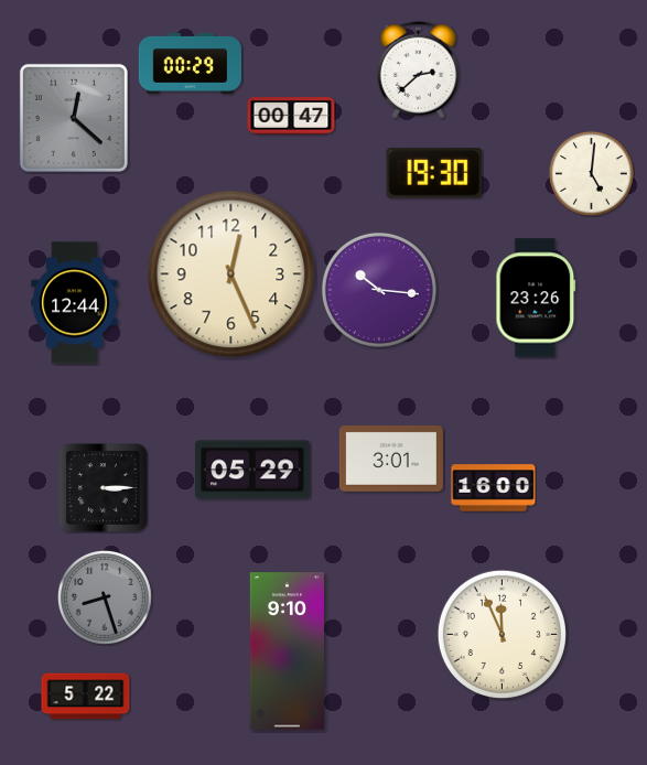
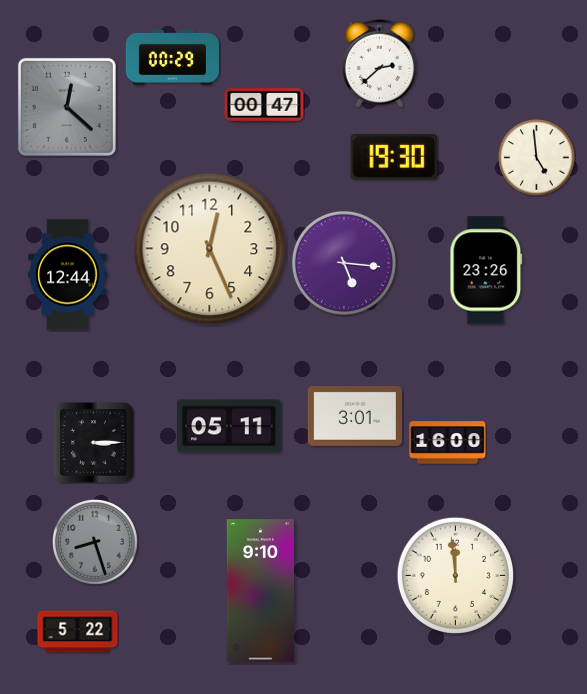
clock at (592, 174): 5:01 -> 4:59
clock at (379, 290): 10:16 -> 5:16
clock at (252, 470): 05:29 -> 05:11
clock at (502, 634): 11:56 -> 11:59
